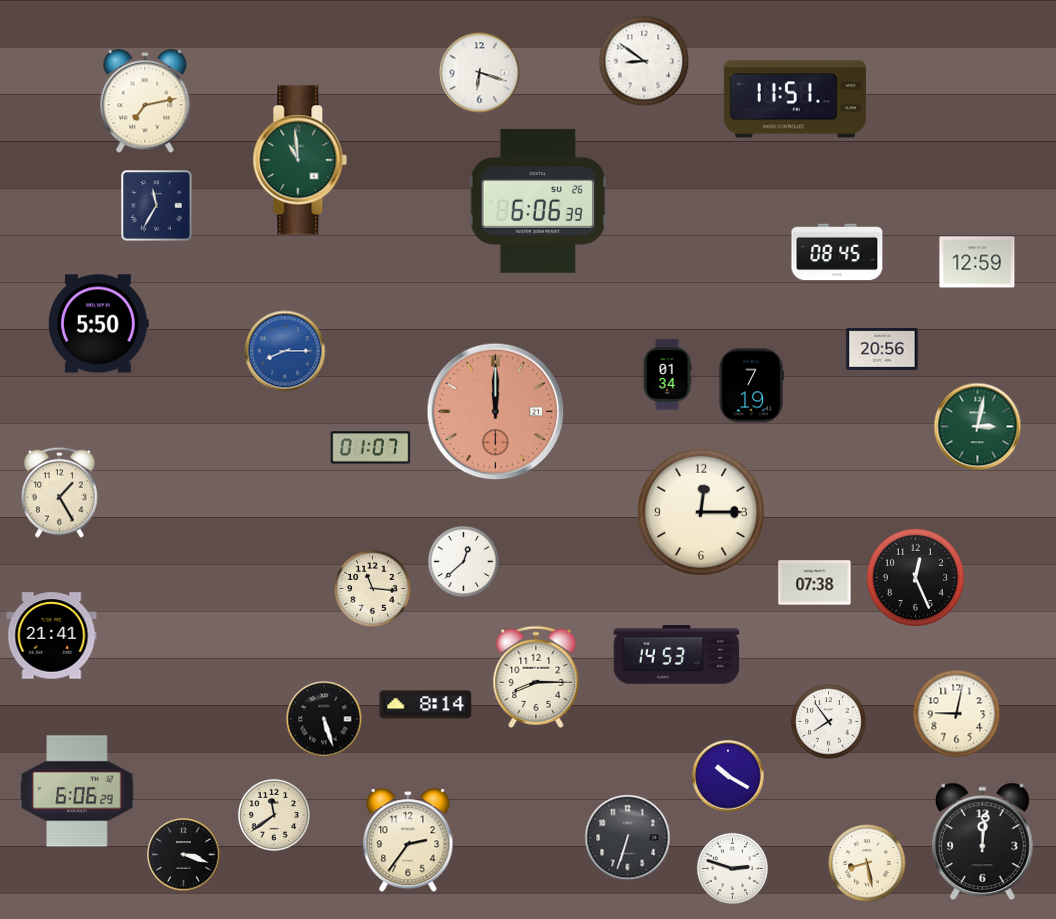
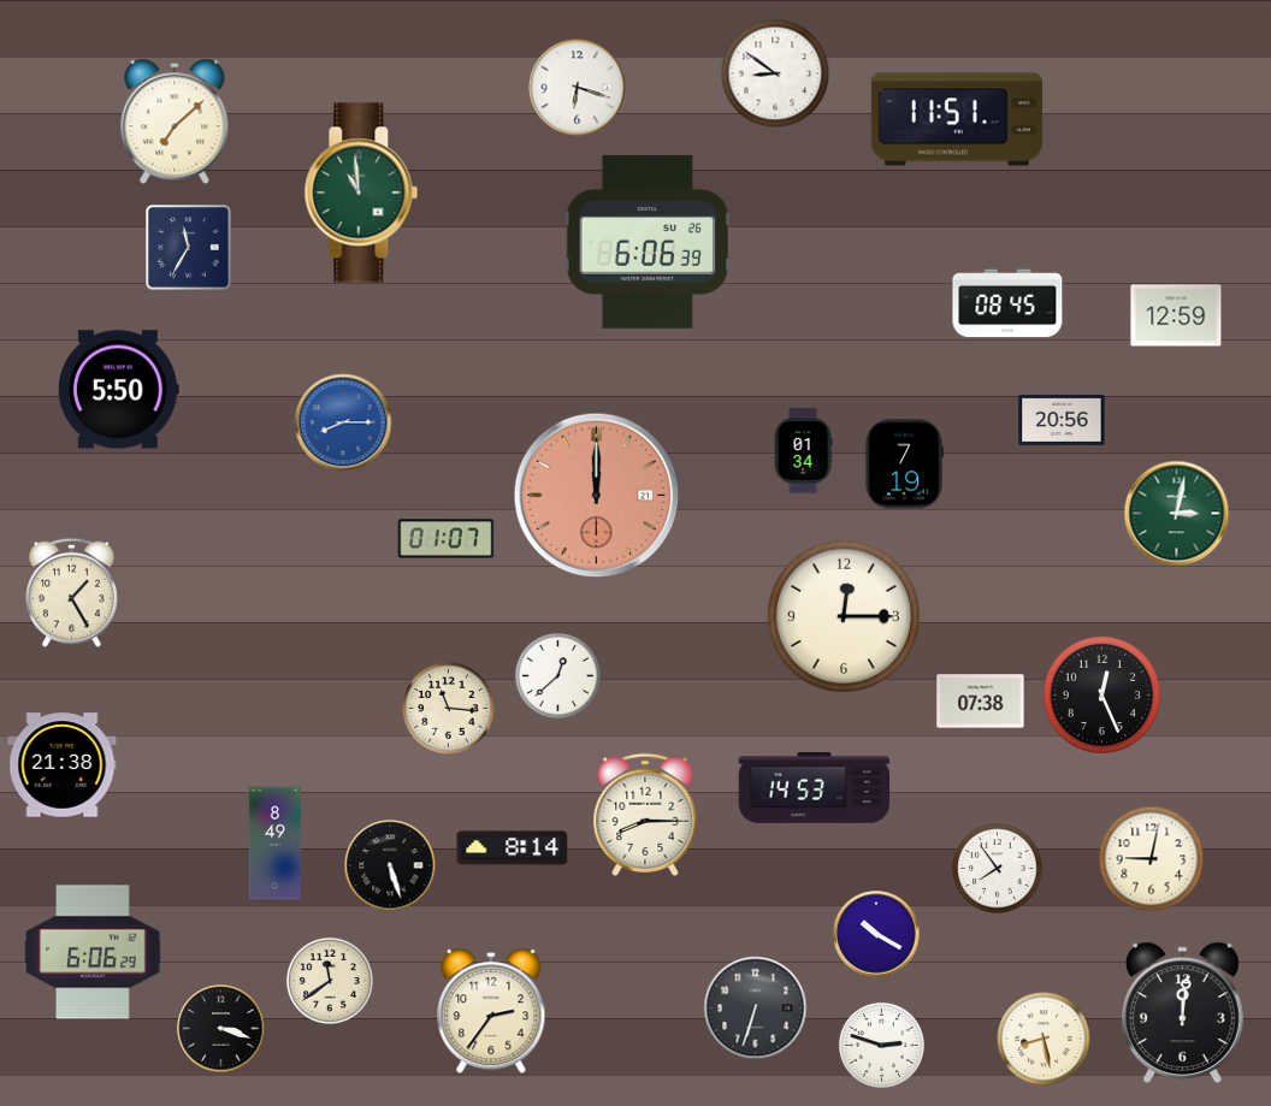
clock at (145, 102): 7:13 -> 7:08
clock at (52, 636): 21:41 -> 21:38
clock at (274, 844): none -> 8:49
